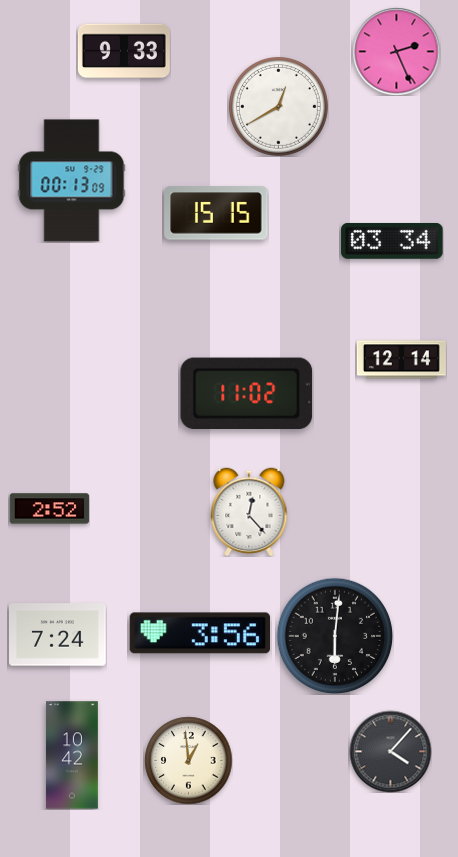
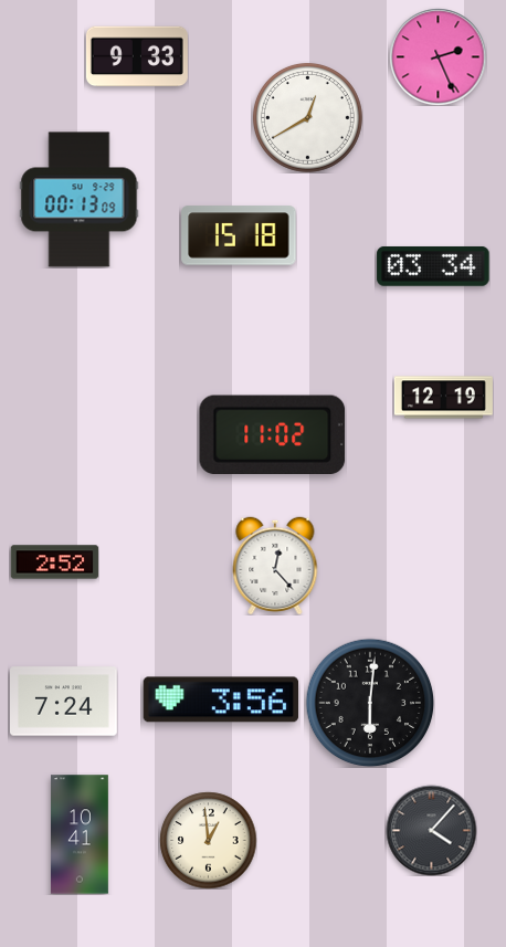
clock at (216, 213): 15:15 -> 15:18
clock at (401, 360): 12:14 -> 12:19
clock at (72, 755): 10:42 -> 10:41
